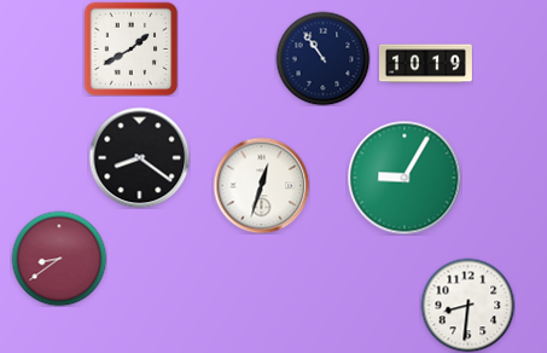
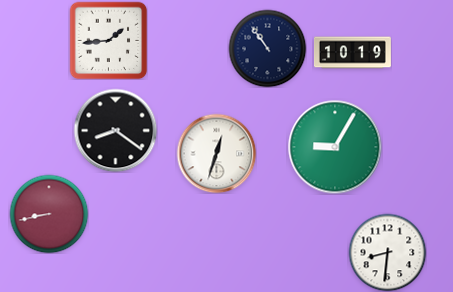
clock at (130, 48): 1:40 -> 1:44
clock at (59, 259): 8:39 -> 8:43
